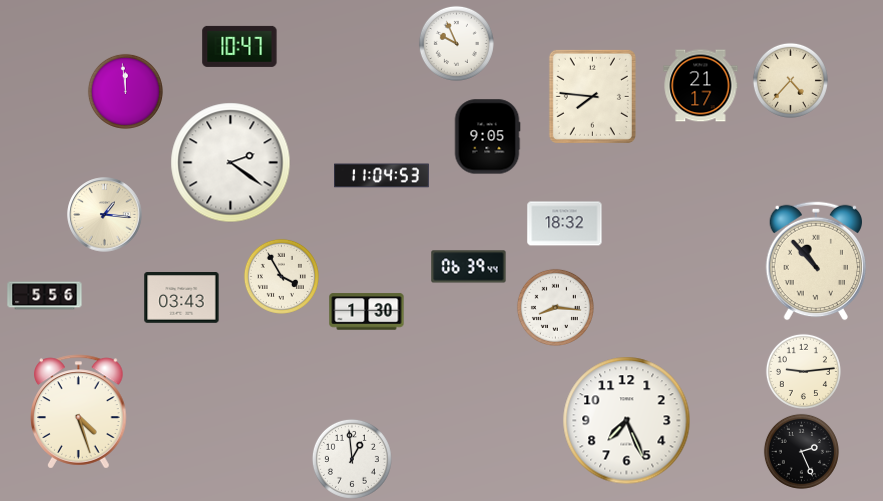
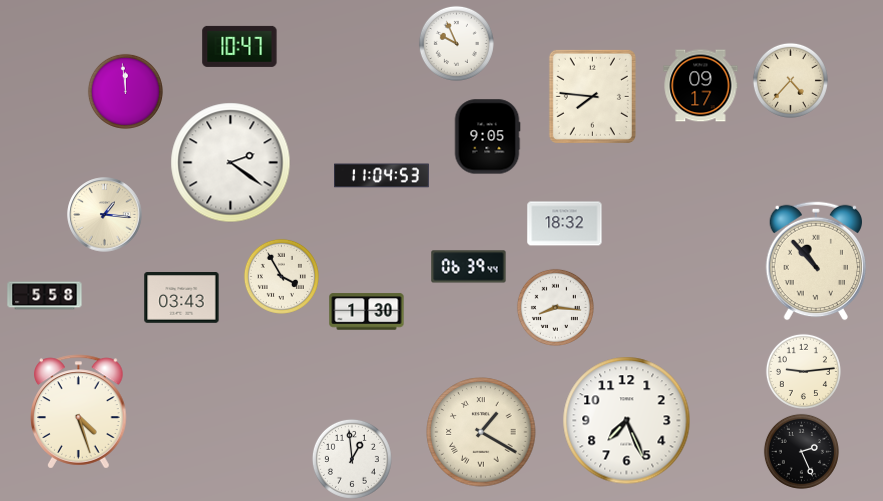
clock at (701, 86): 21:17 -> 09:17
clock at (45, 296): 5:56 -> 5:58
clock at (481, 432): none -> 1:20
